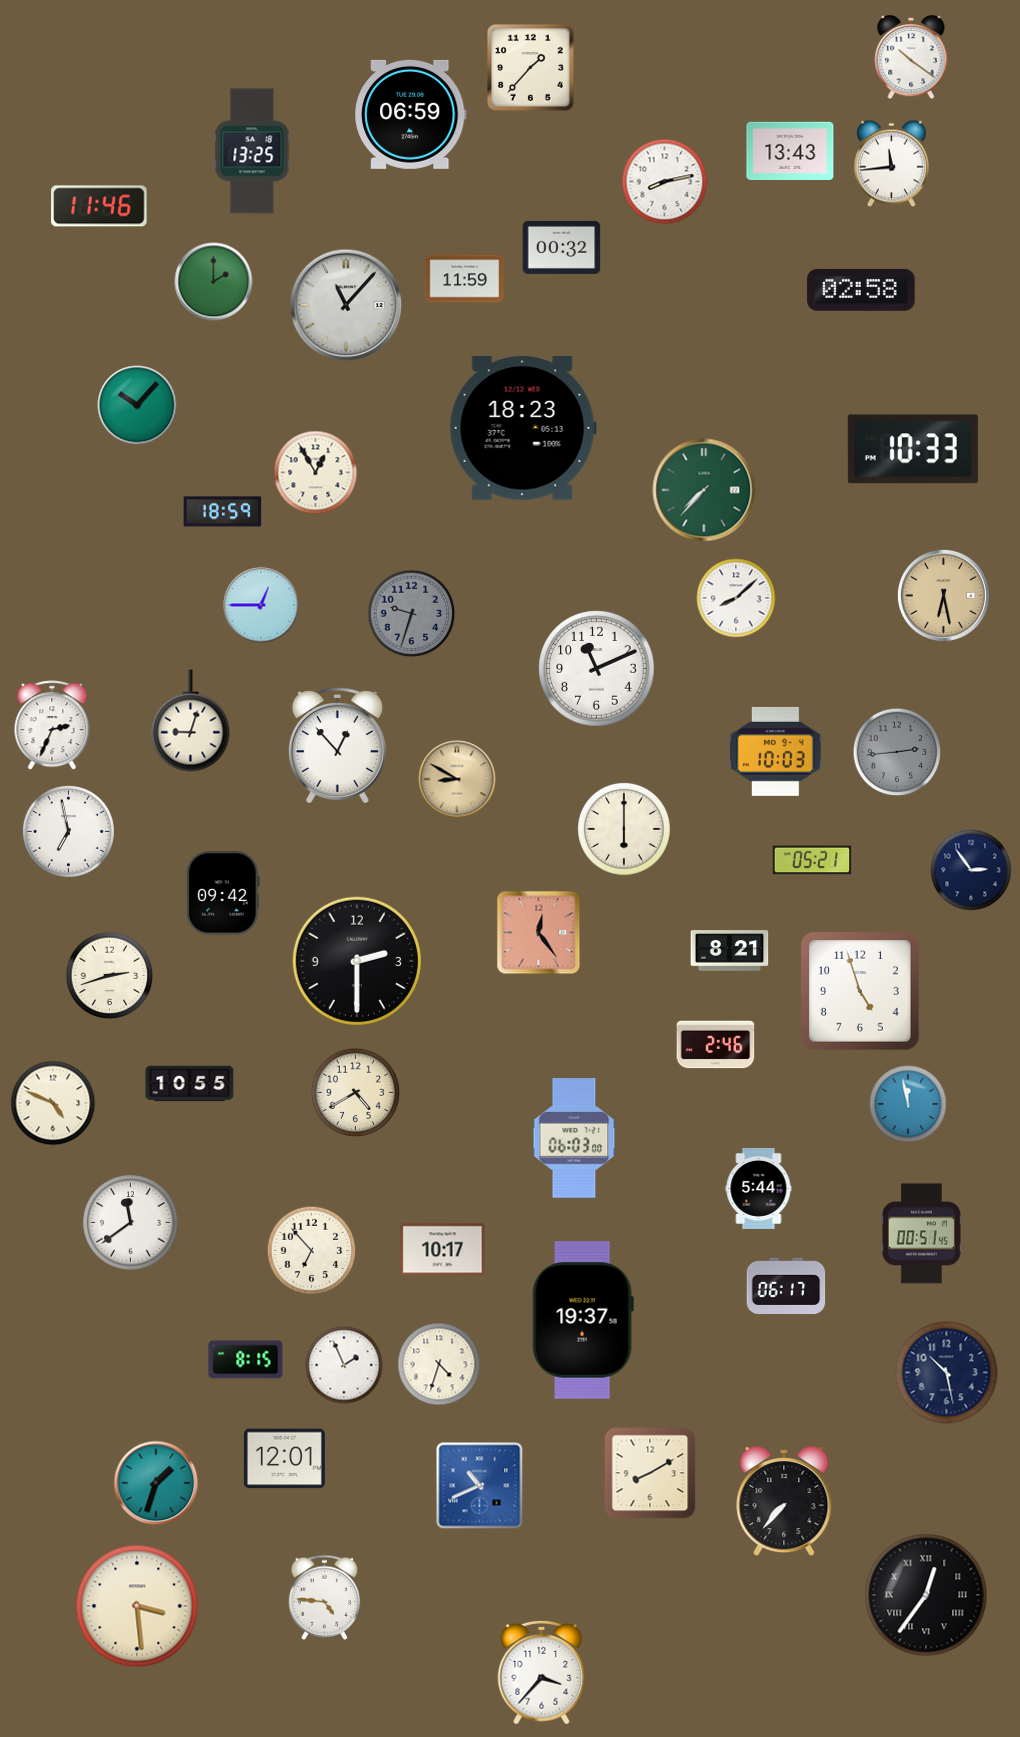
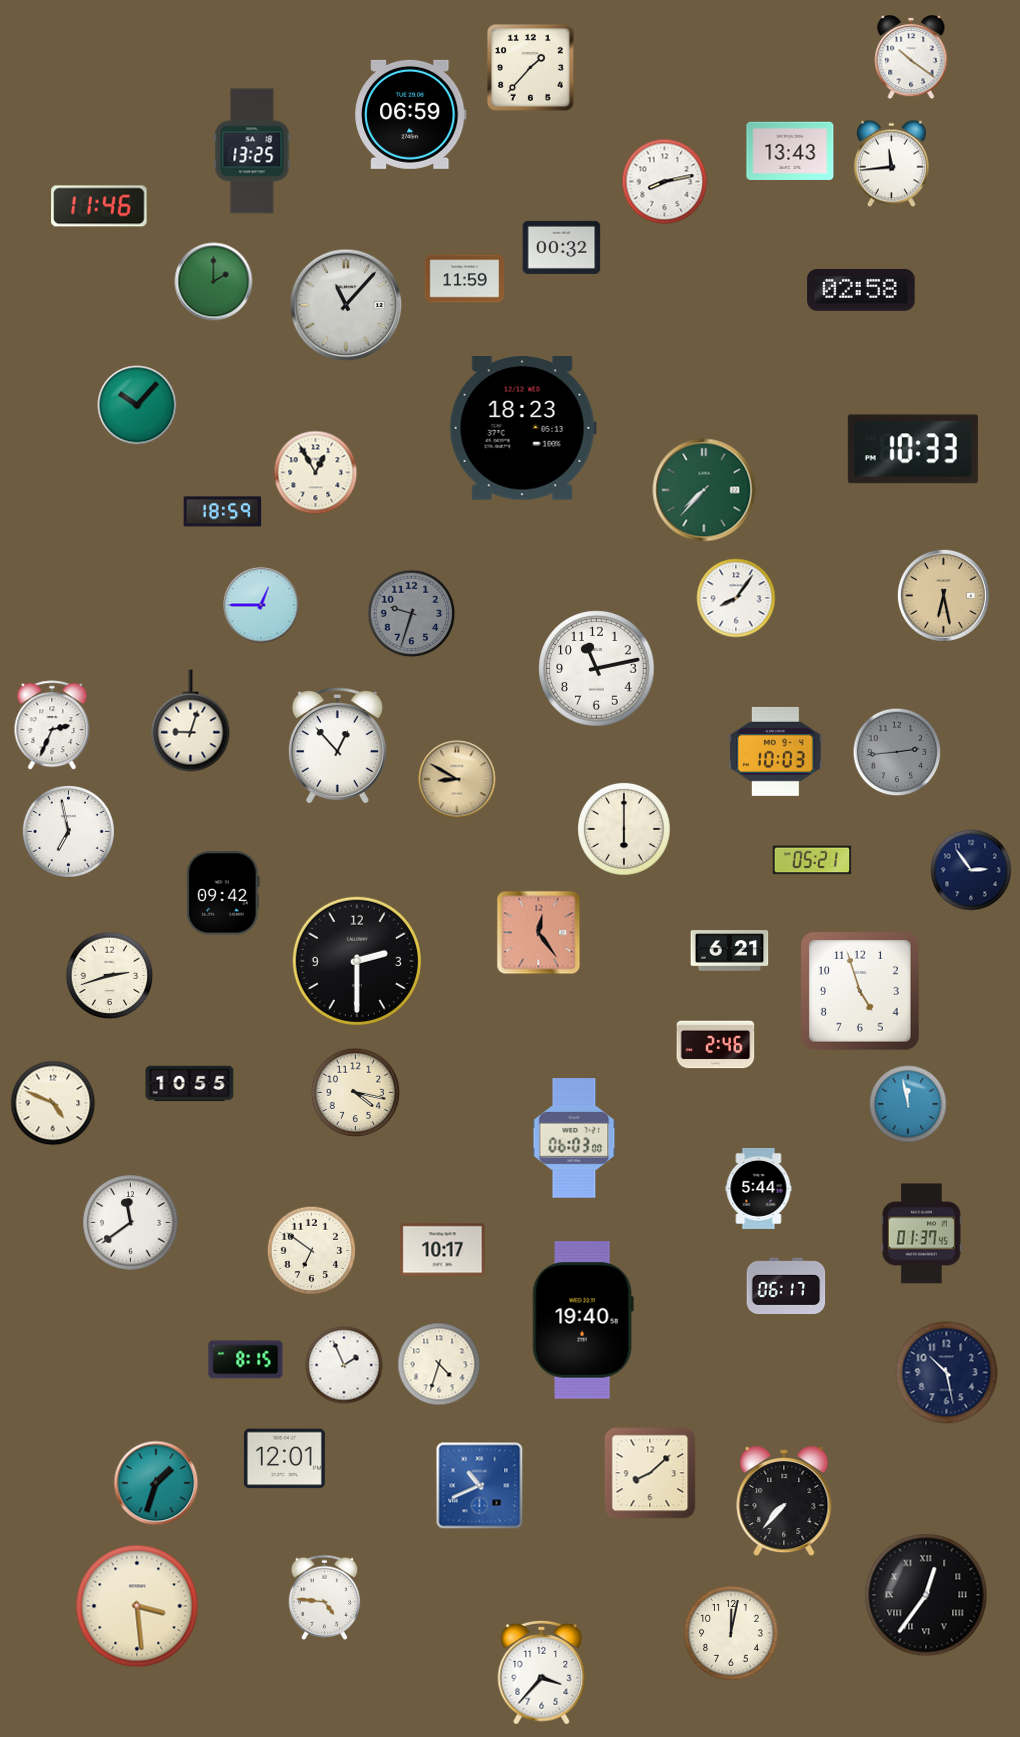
clock at (736, 598): 8:08 -> 8:06
clock at (597, 669): 11:11 -> 11:13
clock at (730, 951): 8:21 -> 6:21
clock at (356, 1093): 4:40 -> 4:17
clock at (921, 1234): 00:51 -> 01:37
clock at (312, 1251): 6:53 -> 6:51
clock at (583, 1320): 19:37 -> 19:40
clock at (650, 1473): 8:10 -> 8:08
clock at (731, 1633): none -> 12:02
